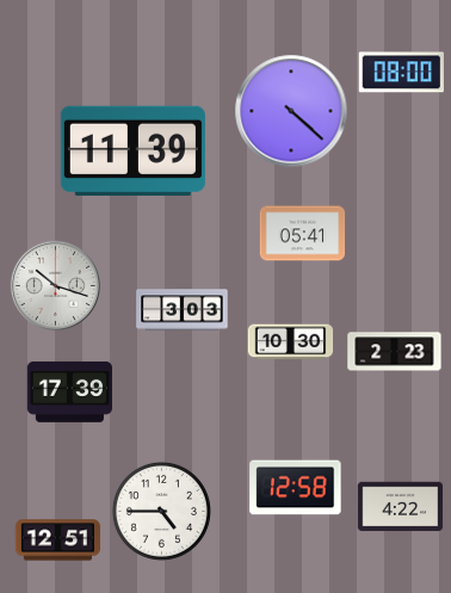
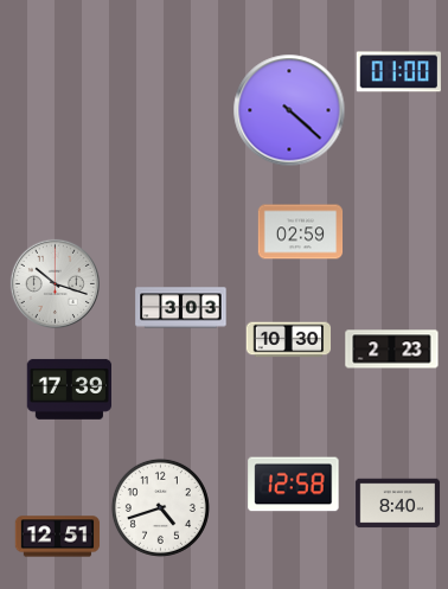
clock at (401, 73): 08:00 -> 01:00
clock at (132, 150): 11:39 -> none
clock at (303, 234): 05:41 -> 02:59
clock at (401, 507): 4:22 -> 8:40
clock at (161, 511): 4:45 -> 4:42
